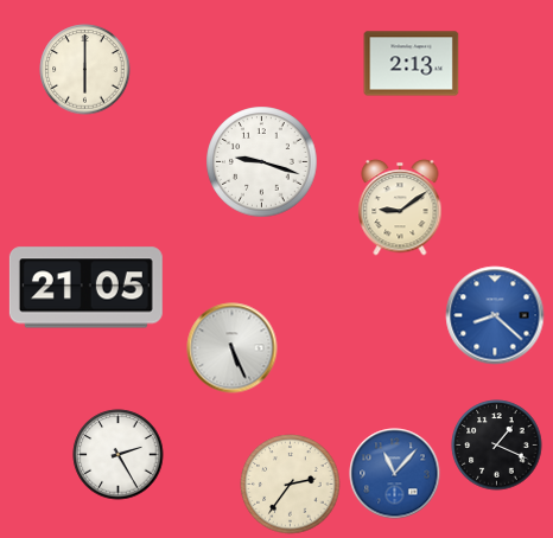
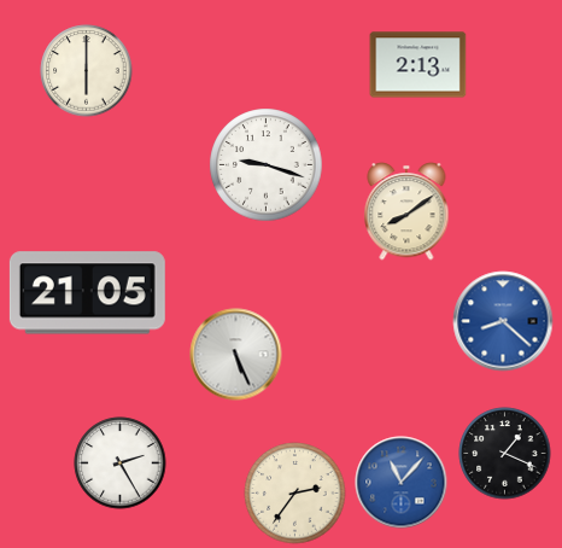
clock at (400, 207): 9:09 -> 8:09
